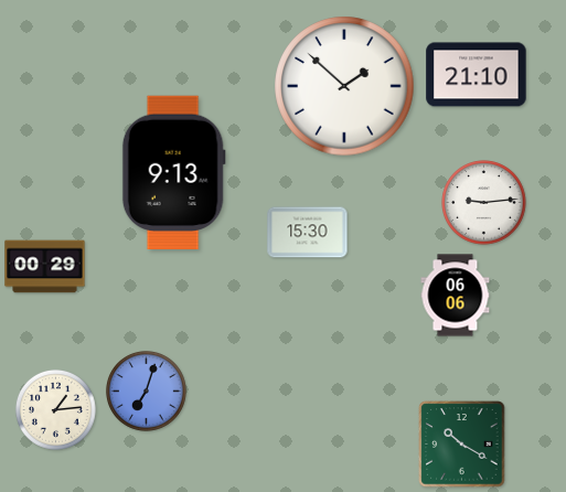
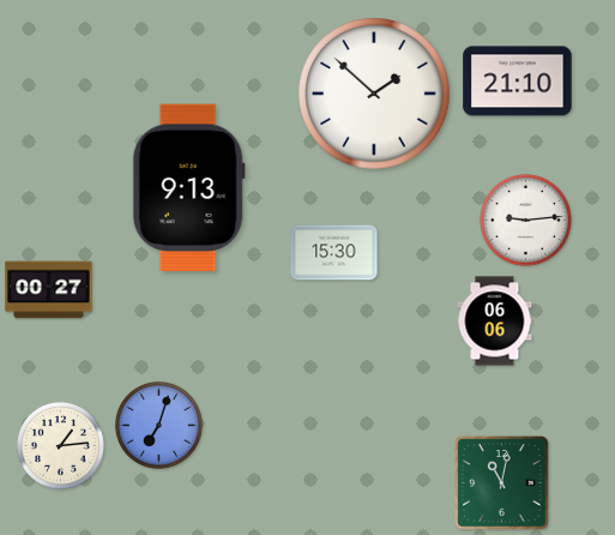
clock at (45, 267): 00:29 -> 00:27
clock at (462, 445): 10:20 -> 11:02
